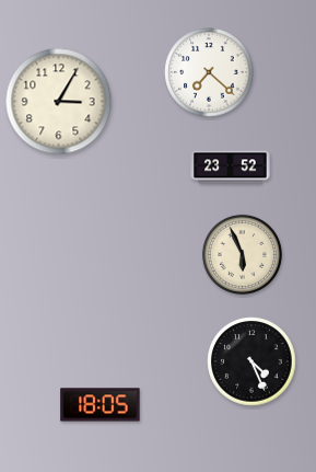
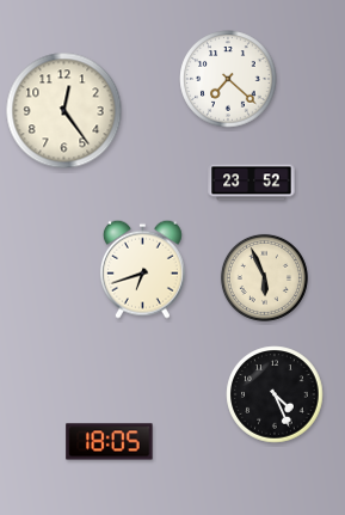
clock at (59, 102): 3:05 -> 12:24
clock at (142, 269): none -> 6:42
